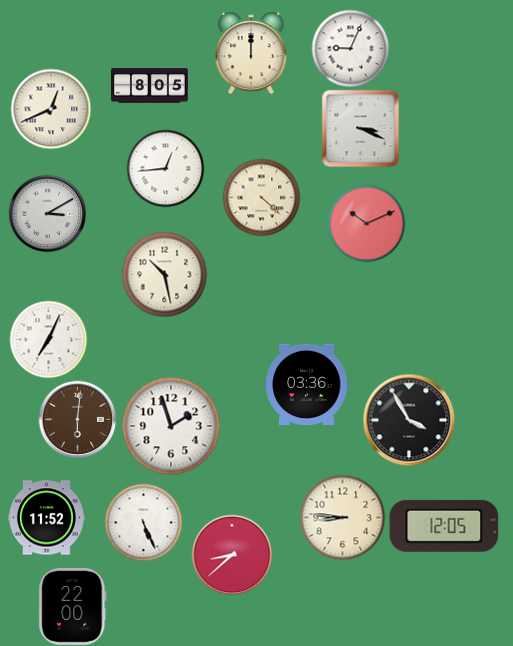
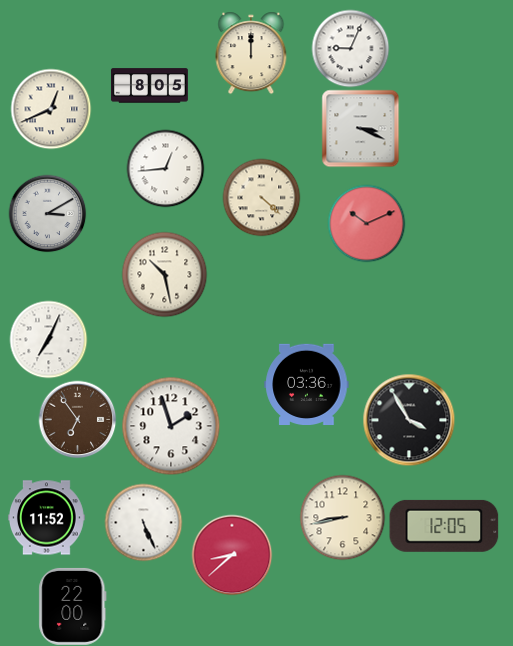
clock at (77, 419): 6:01 -> 6:54
clock at (342, 517): 8:46 -> 8:43
